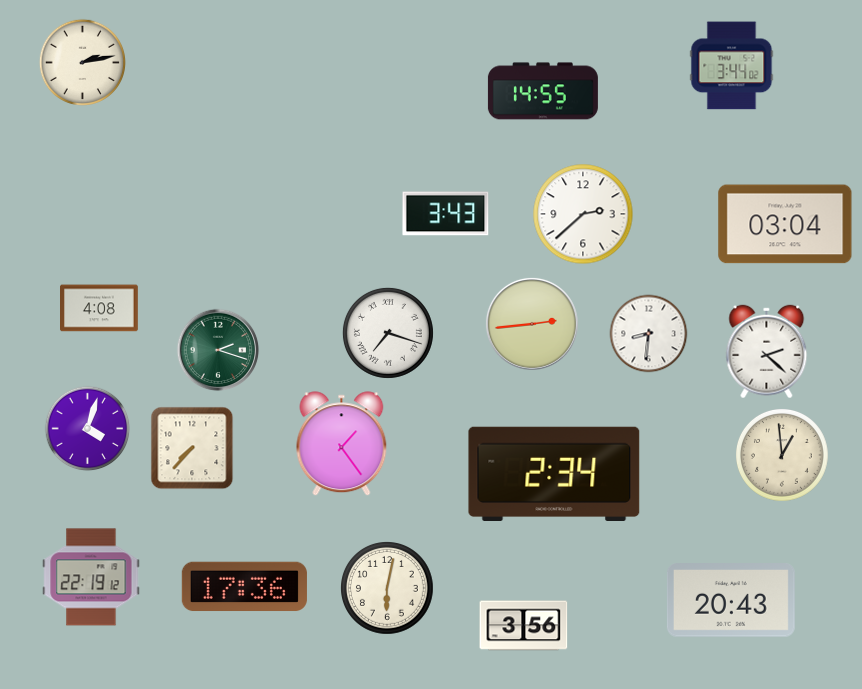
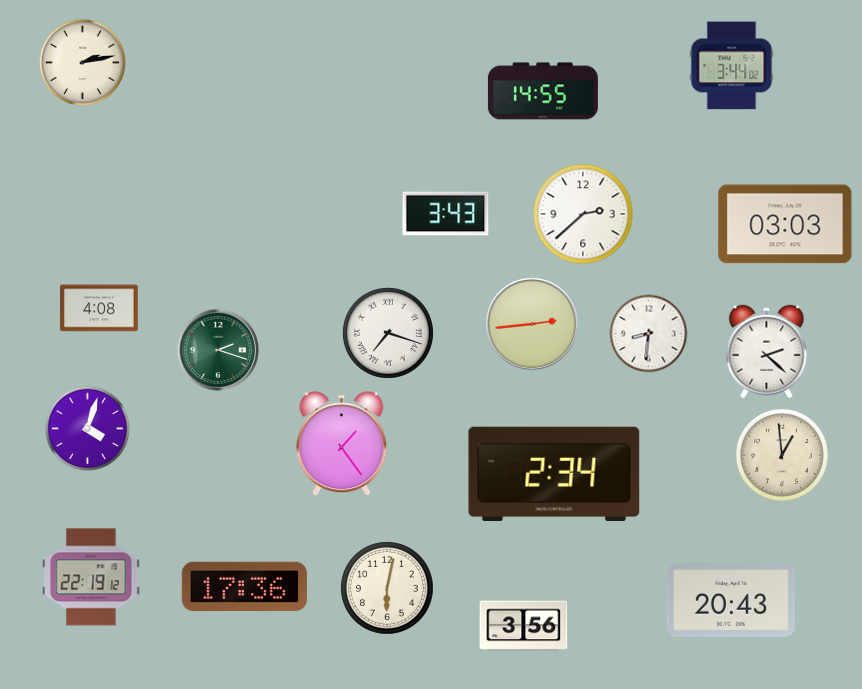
clock at (785, 224): 03:04 -> 03:03
clock at (192, 448): 7:37 -> none
